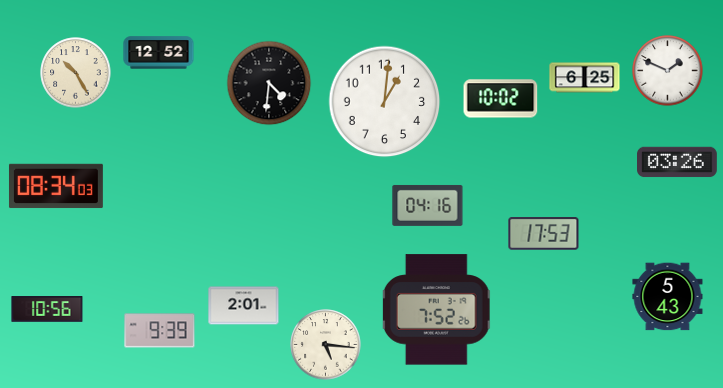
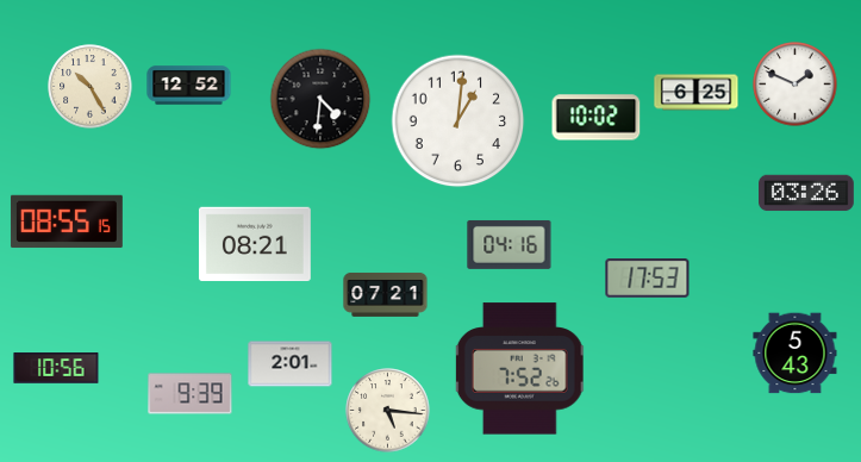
clock at (159, 53) position: (159, 53) -> (189, 86)
clock at (56, 186): 08:34 -> 08:55
clock at (255, 244): none -> 08:21
clock at (386, 294): none -> 07:21
